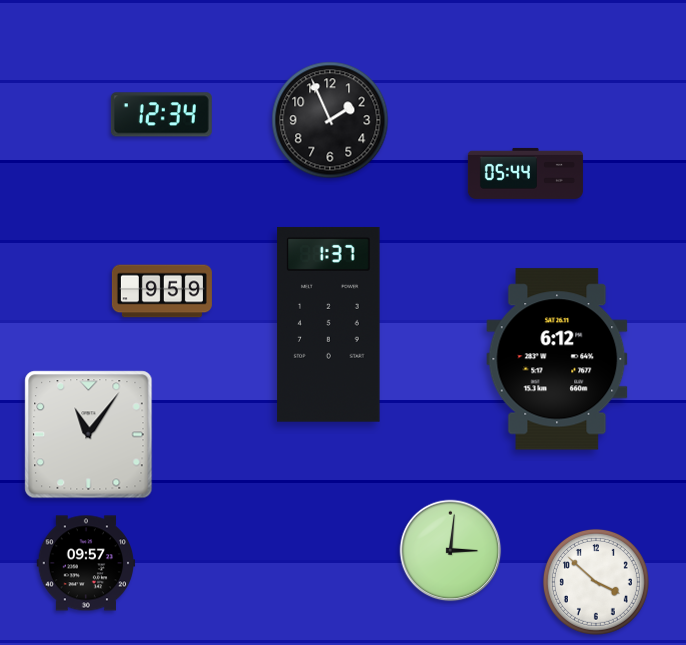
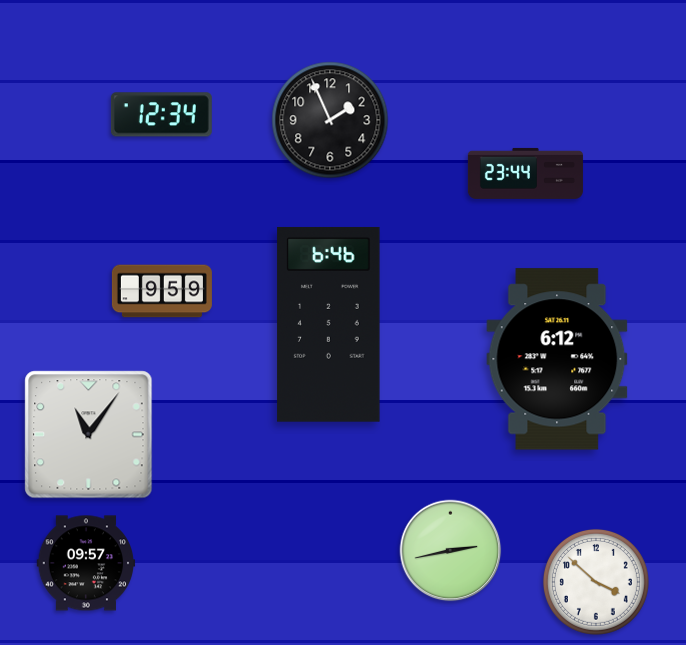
clock at (525, 173): 05:44 -> 23:44
clock at (329, 324): 1:37 -> 6:46
clock at (451, 551): 3:01 -> 2:43
